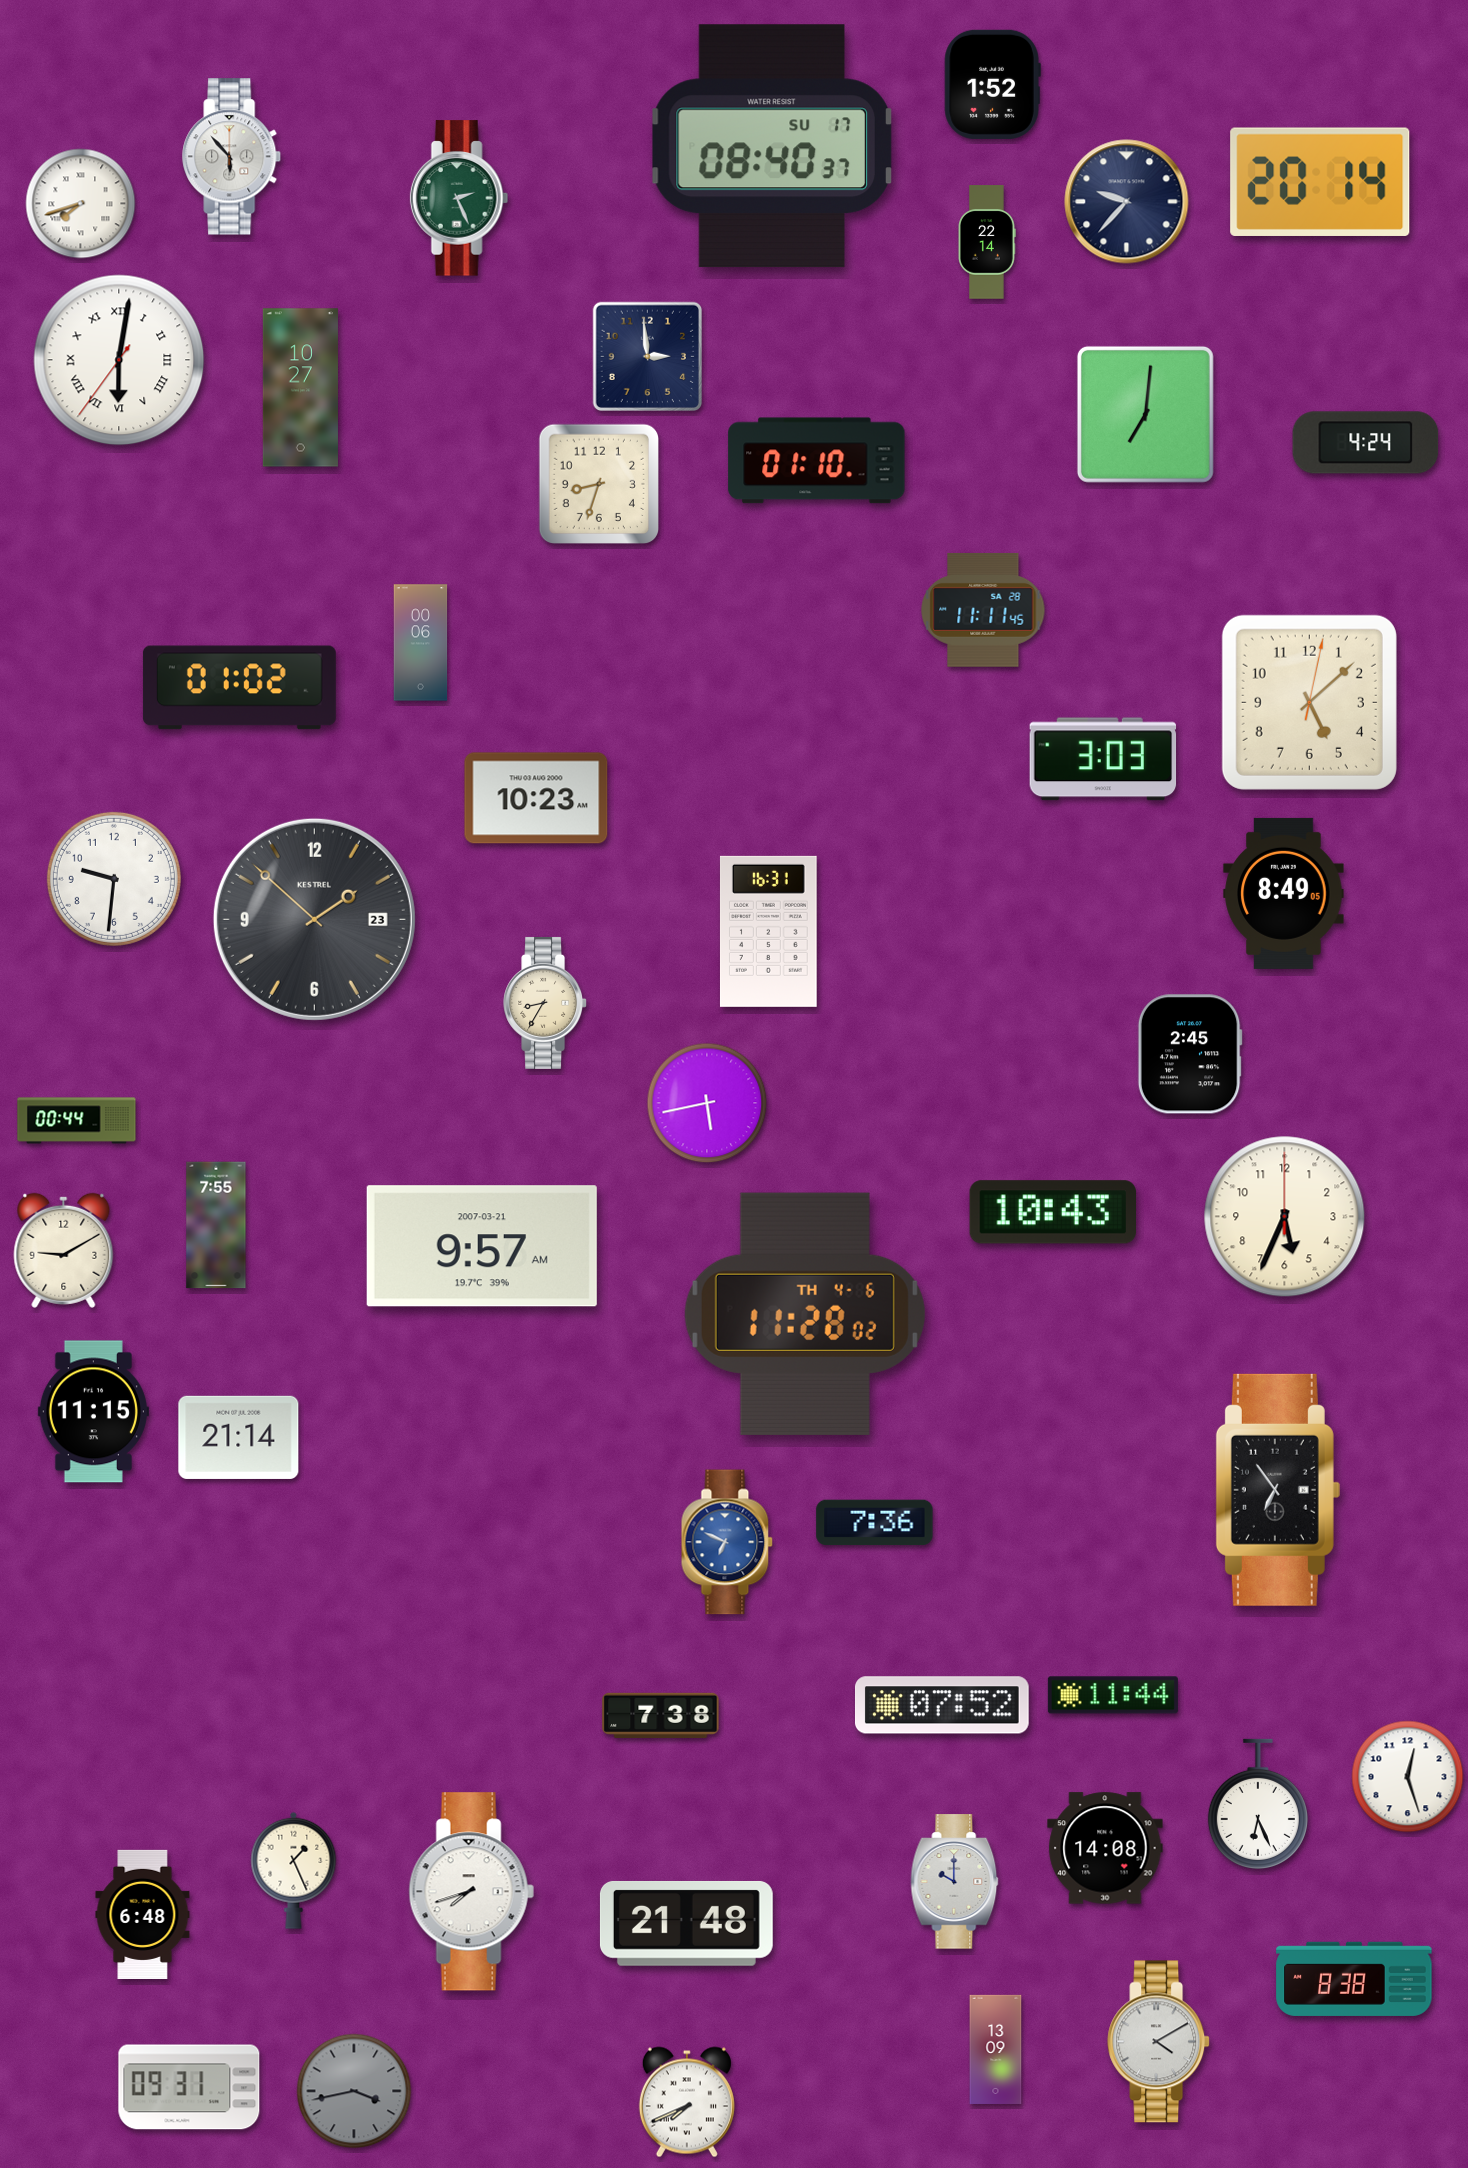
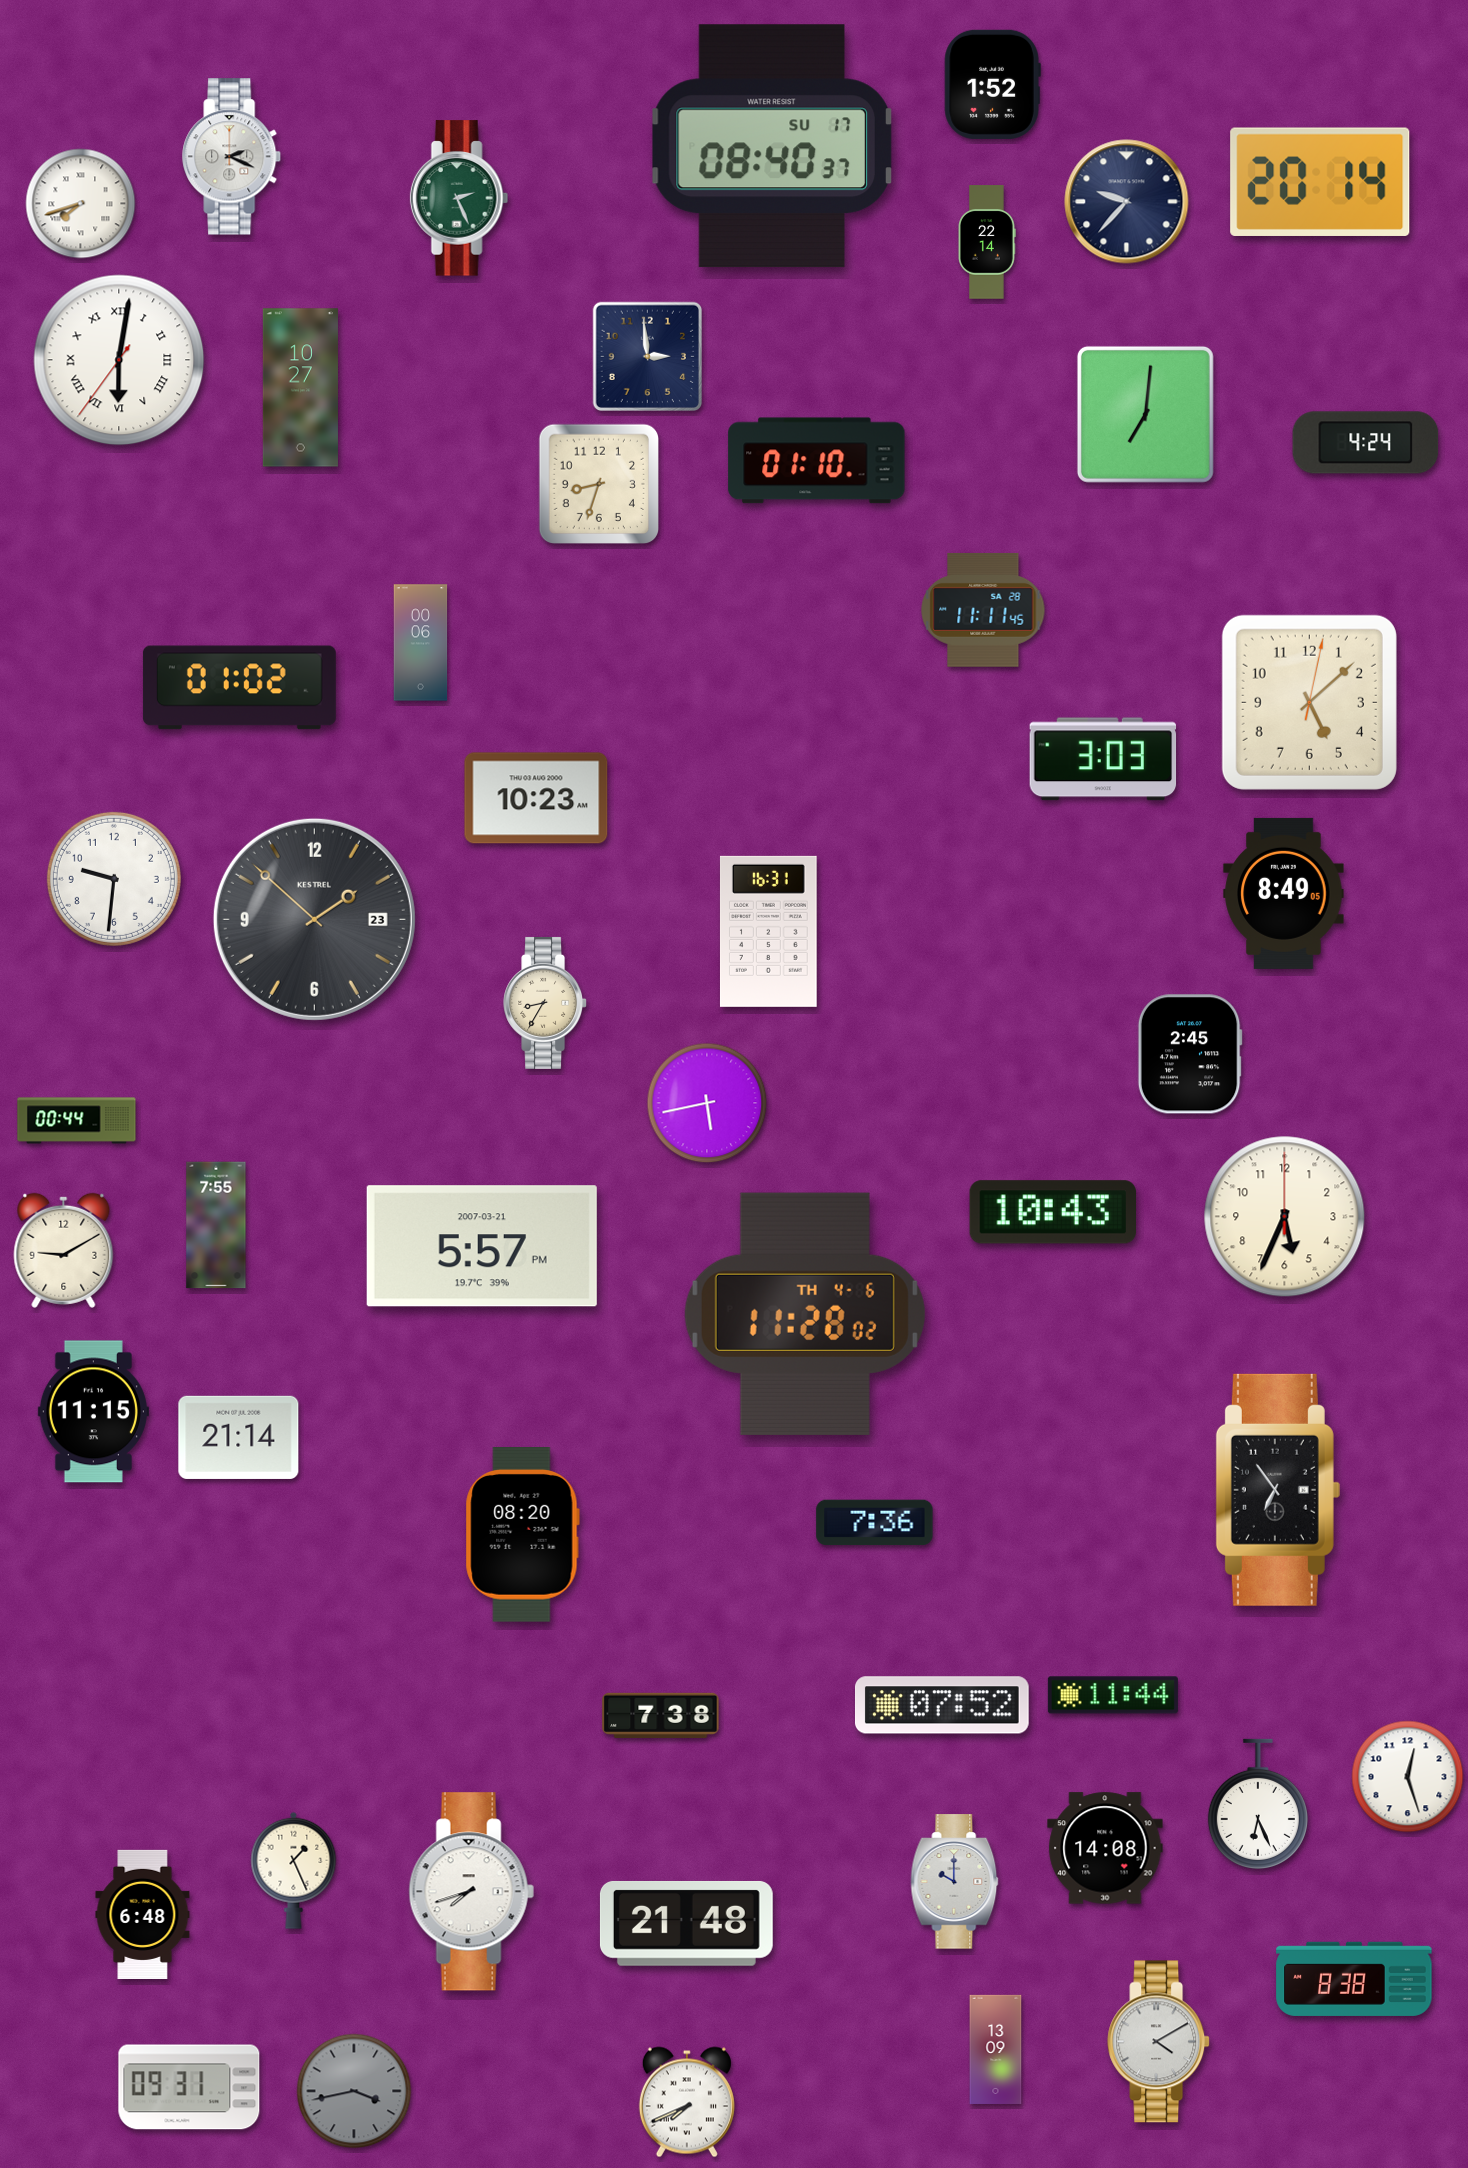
clock at (232, 157): 5:53 -> 2:19
clock at (482, 1246): 9:57 -> 5:57
clock at (522, 1535): none -> 08:20
clock at (727, 1542): 6:49 -> none
